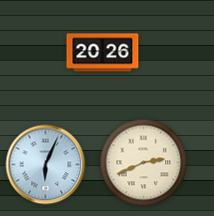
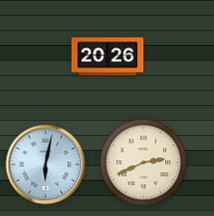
clock at (103, 53) position: (103, 53) -> (108, 57)
clock at (46, 165): 6:04 -> 6:02
